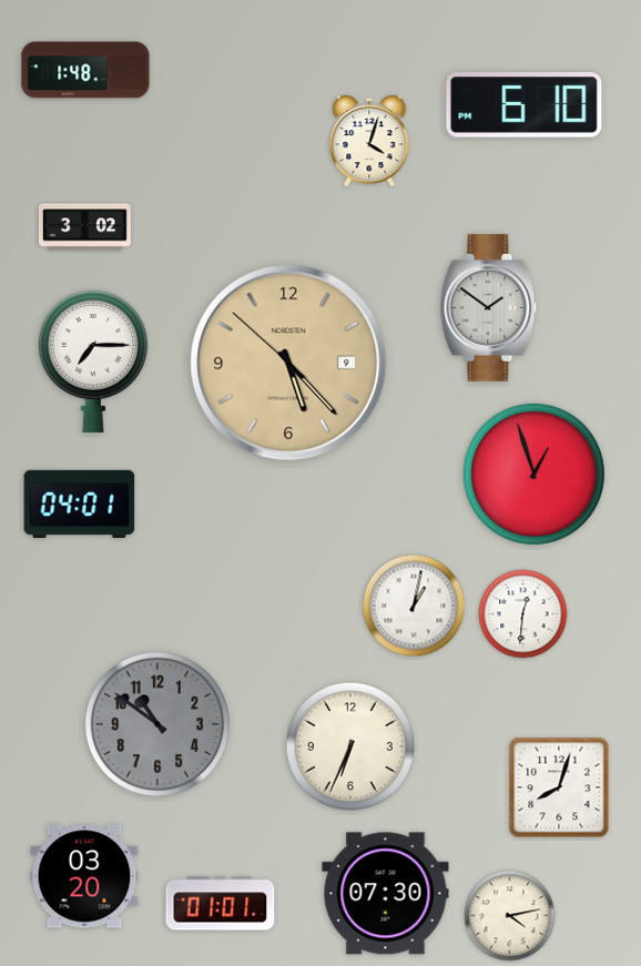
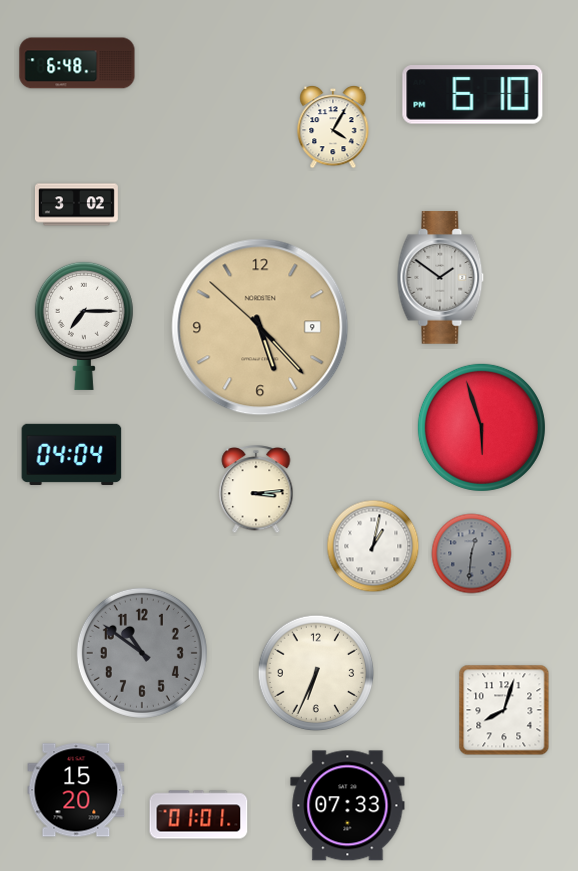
clock at (85, 70): 1:48 -> 6:48
clock at (369, 142): 4:03 -> 4:05
clock at (533, 474): 12:57 -> 5:57
clock at (80, 504): 04:01 -> 04:04
clock at (256, 490): none -> 3:14
clock at (523, 614) dial: white -> grey
clock at (84, 876): 03:20 -> 15:20
clock at (386, 894): 07:30 -> 07:33
clock at (510, 916): 4:13 -> none
